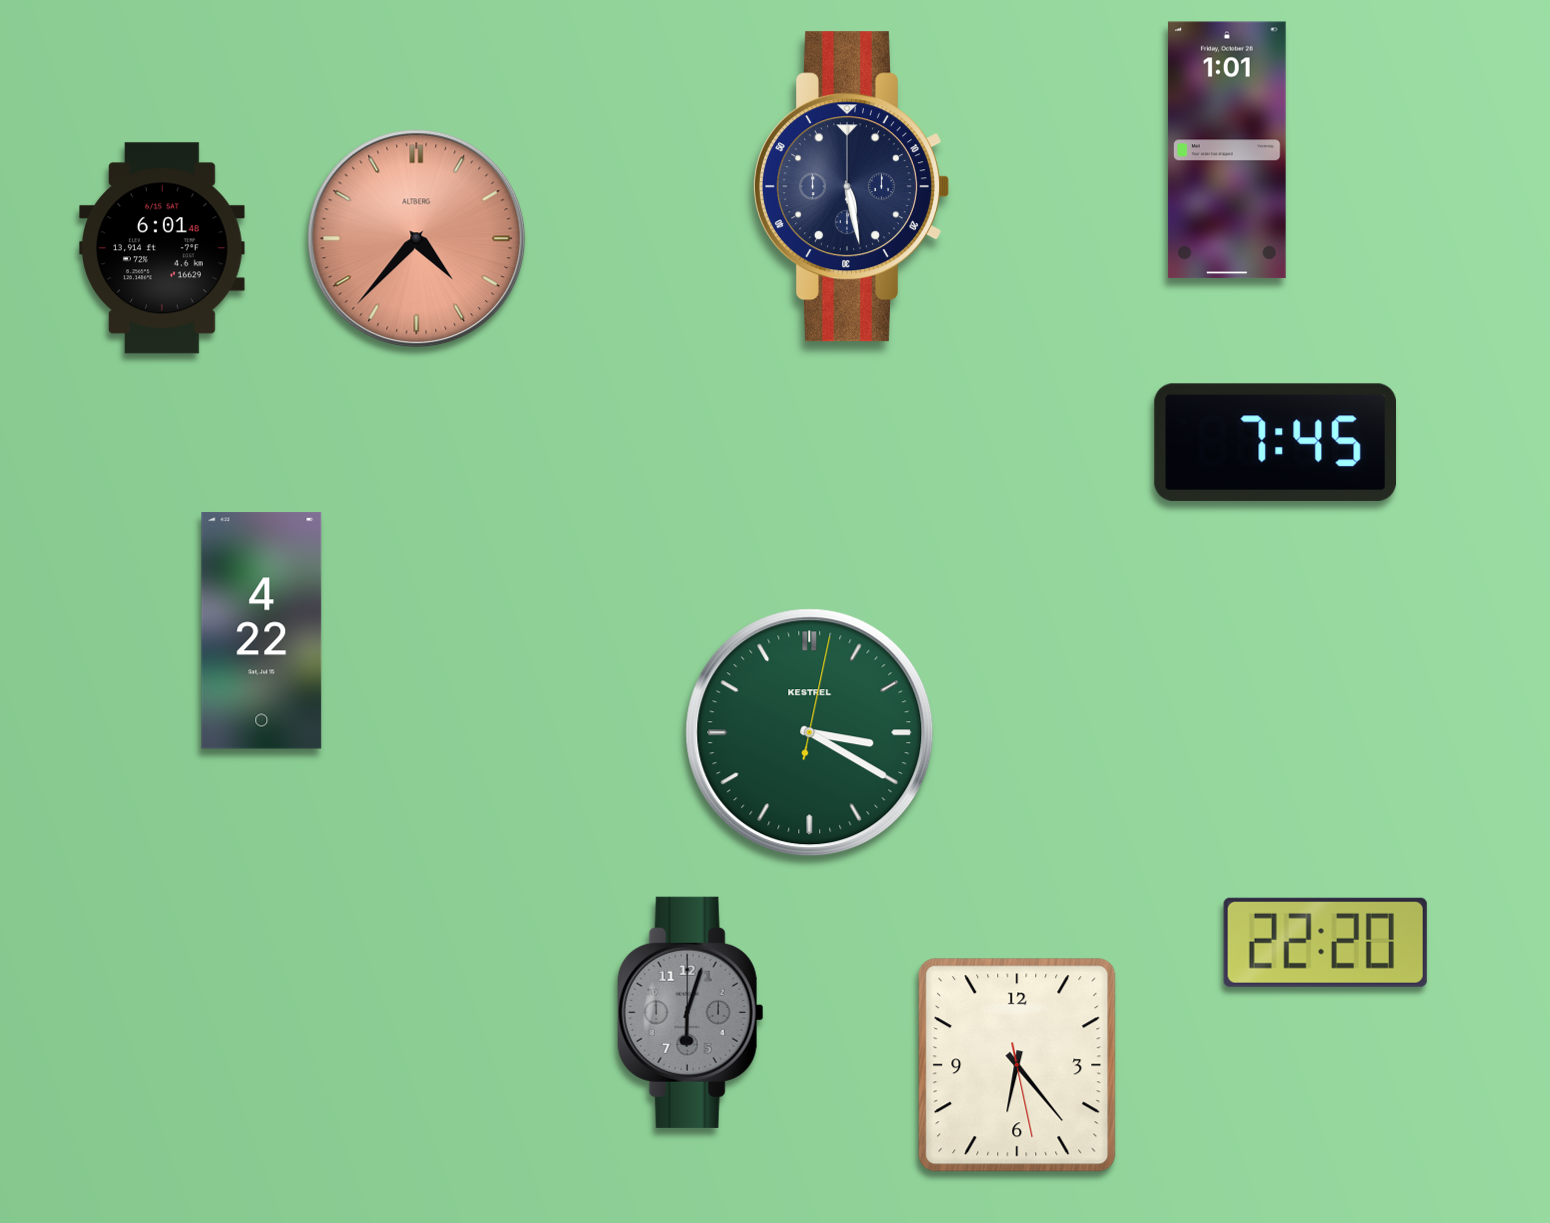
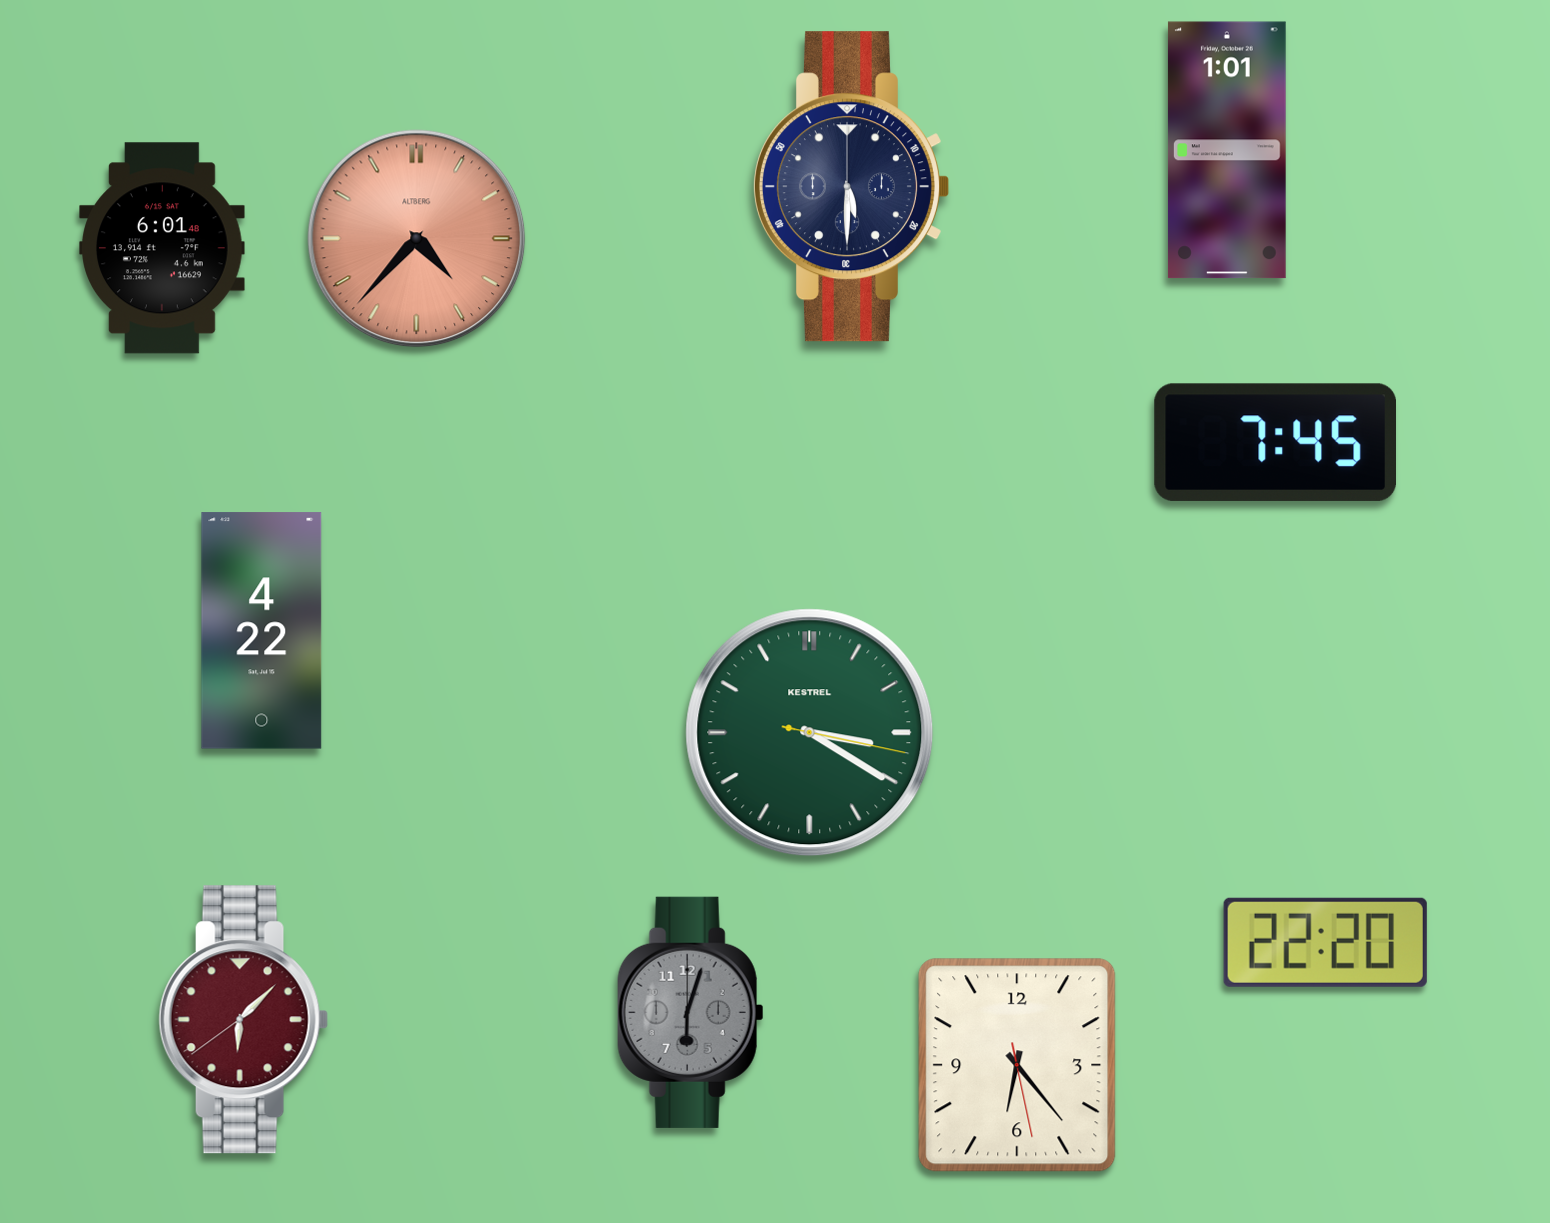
clock at (851, 187): 5:28 -> 5:30
clock at (810, 733): 3:20:02 -> 3:20:17
clock at (243, 1020): none -> 6:07
